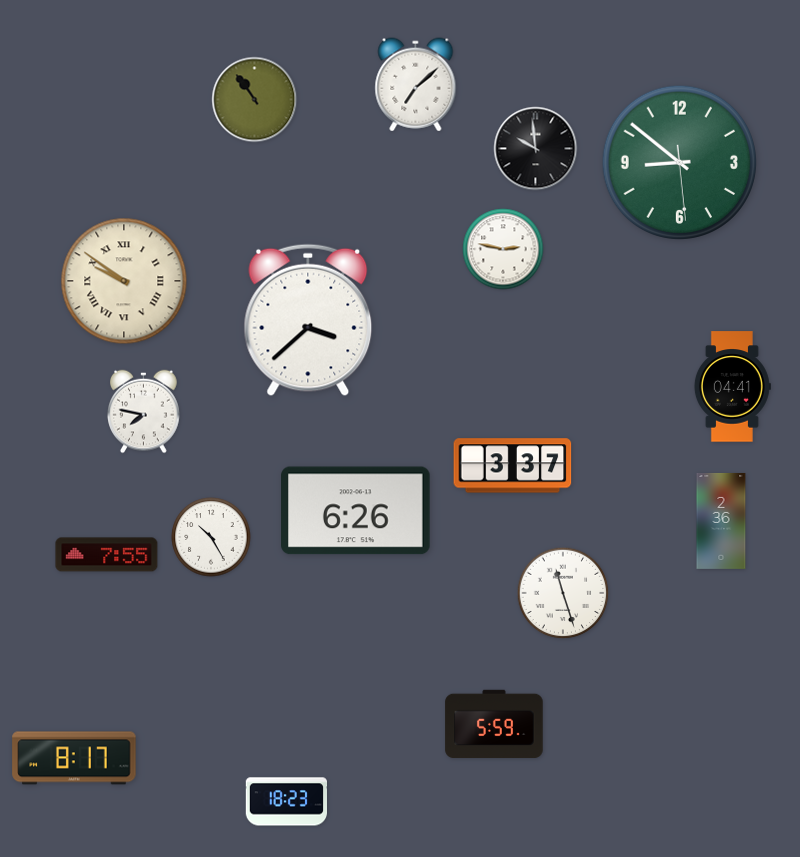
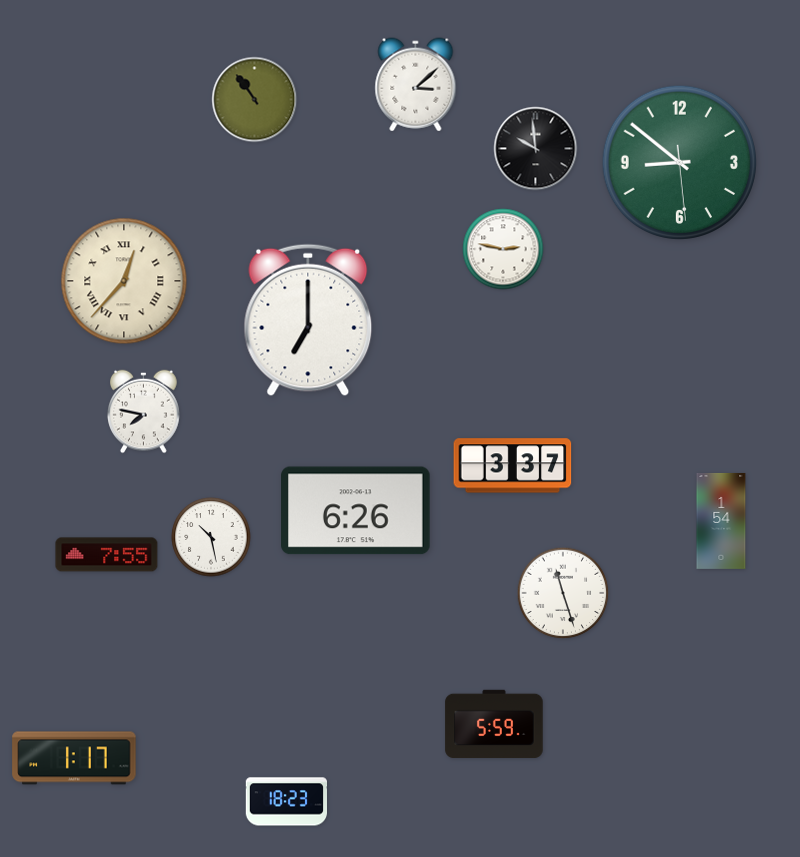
clock at (416, 85): 7:08 -> 3:08
clock at (124, 281): 9:51 -> 12:37
clock at (308, 320): 3:38 -> 7:00
clock at (732, 387): 04:41 -> none
clock at (721, 521): 2:36 -> 1:54
clock at (211, 537): 10:25 -> 10:28
clock at (74, 758): 8:17 -> 1:17
